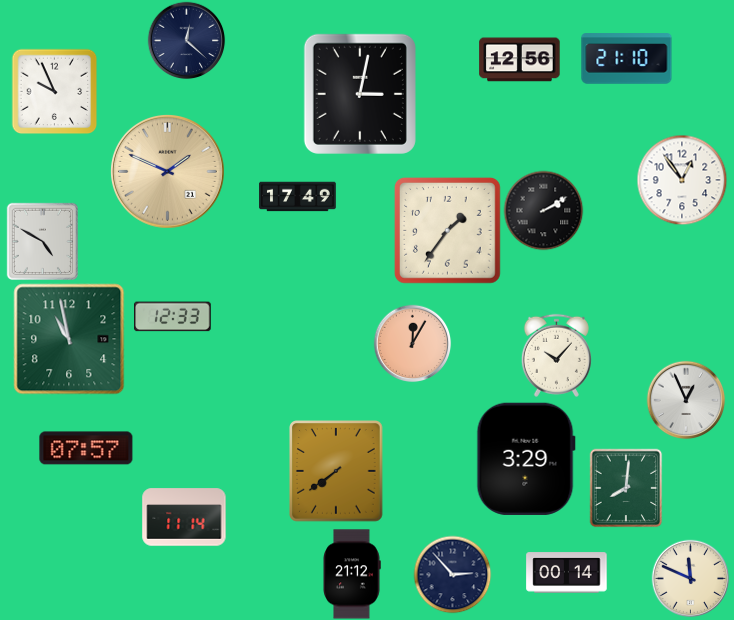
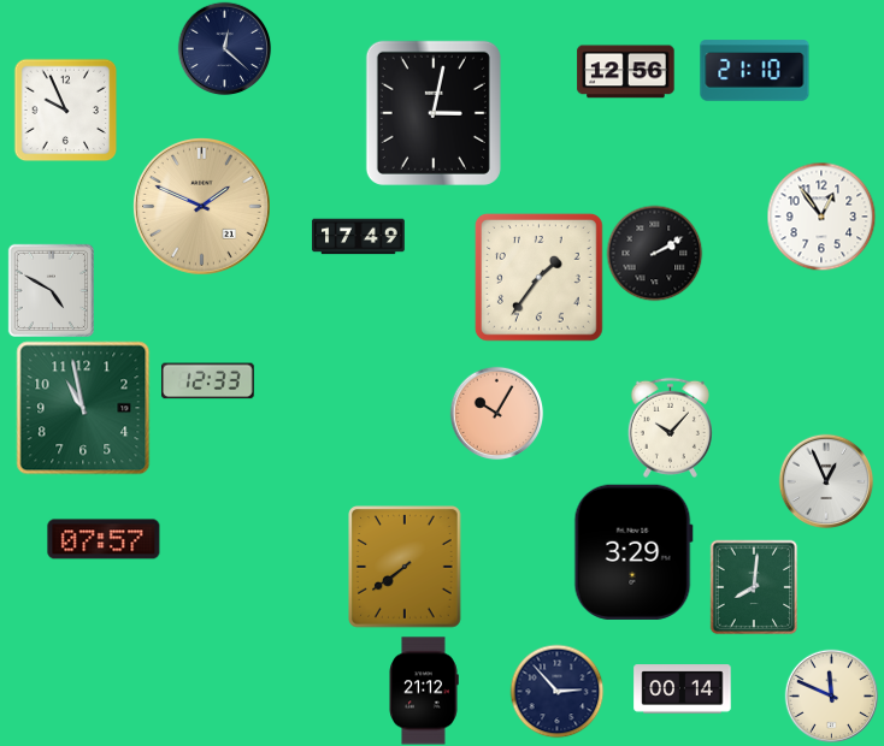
clock at (412, 343): 12:05 -> 10:05
clock at (184, 517): 11:14 -> none
clock at (452, 574) position: (452, 574) -> (556, 691)
